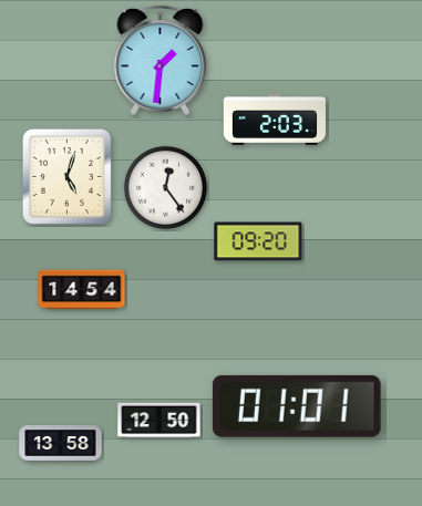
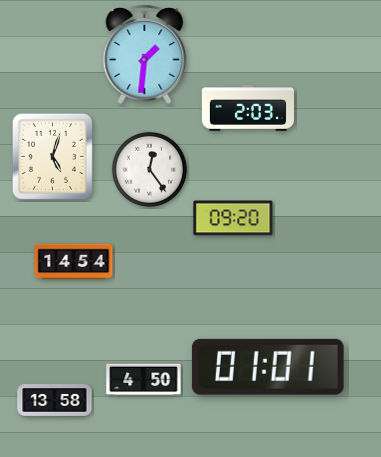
clock at (66, 176) position: (66, 176) -> (52, 156)
clock at (159, 421): 12:50 -> 4:50
